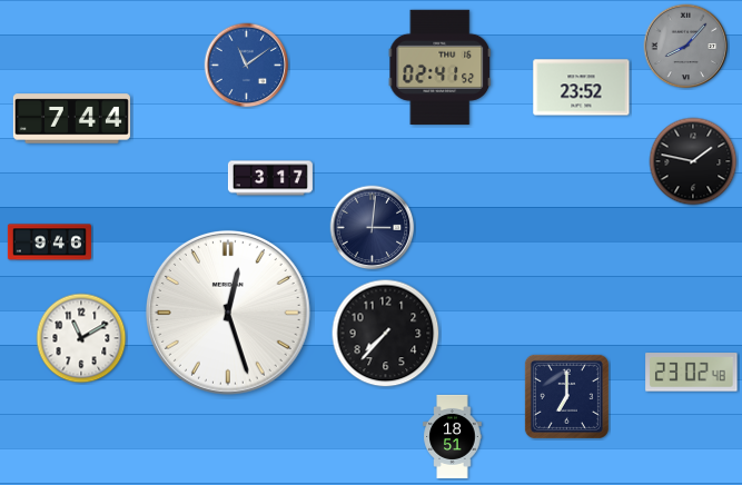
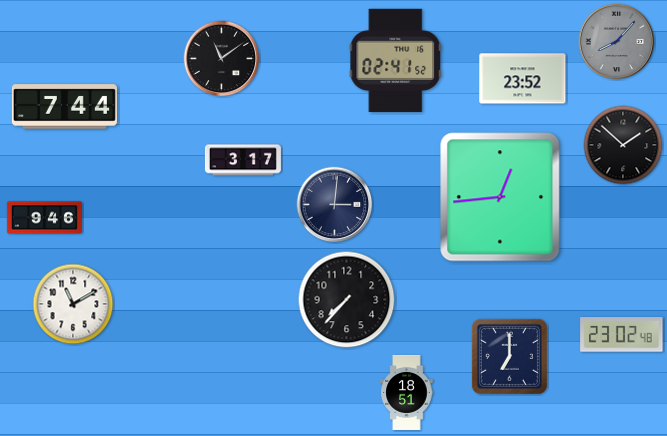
clock at (247, 66) dial: blue -> black
clock at (693, 161): 1:47 -> 1:52
clock at (500, 197): none -> 12:44
clock at (228, 313): 12:27 -> none
